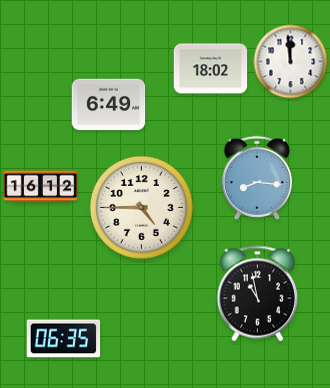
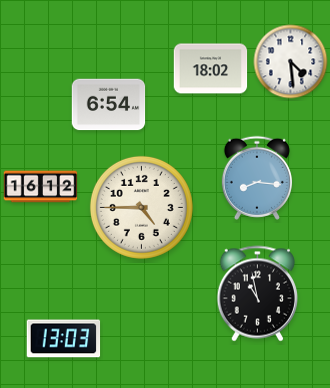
clock at (291, 62): 11:59 -> 4:29
clock at (109, 105): 6:49 -> 6:54
clock at (64, 339): 06:35 -> 13:03
